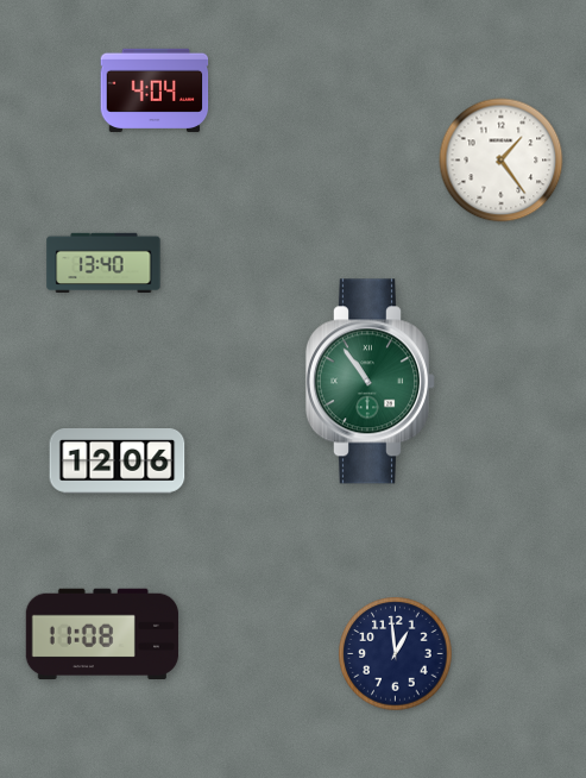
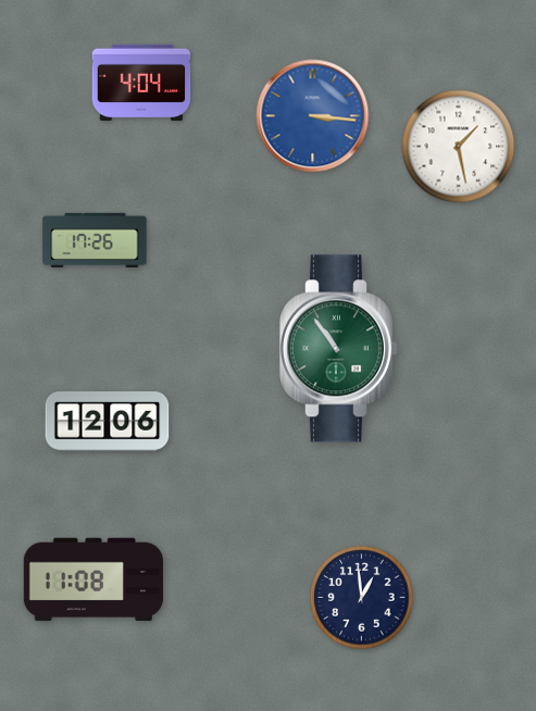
clock at (313, 116): none -> 3:16
clock at (502, 161): 1:24 -> 1:28
clock at (103, 262): 13:40 -> 17:26
